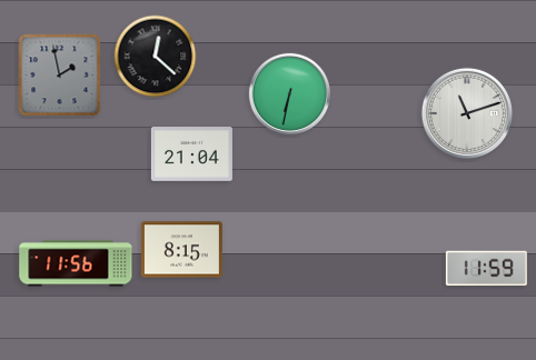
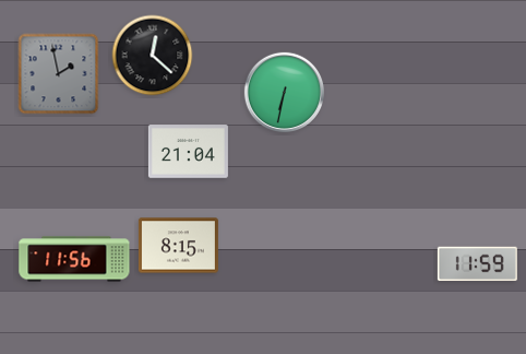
clock at (467, 113): 11:12 -> none
